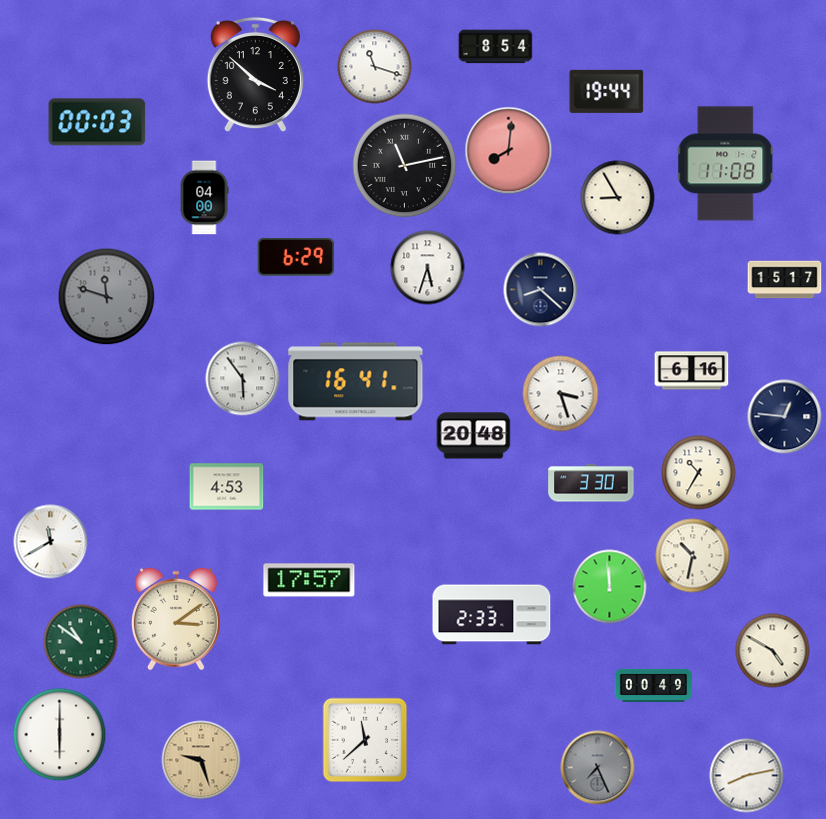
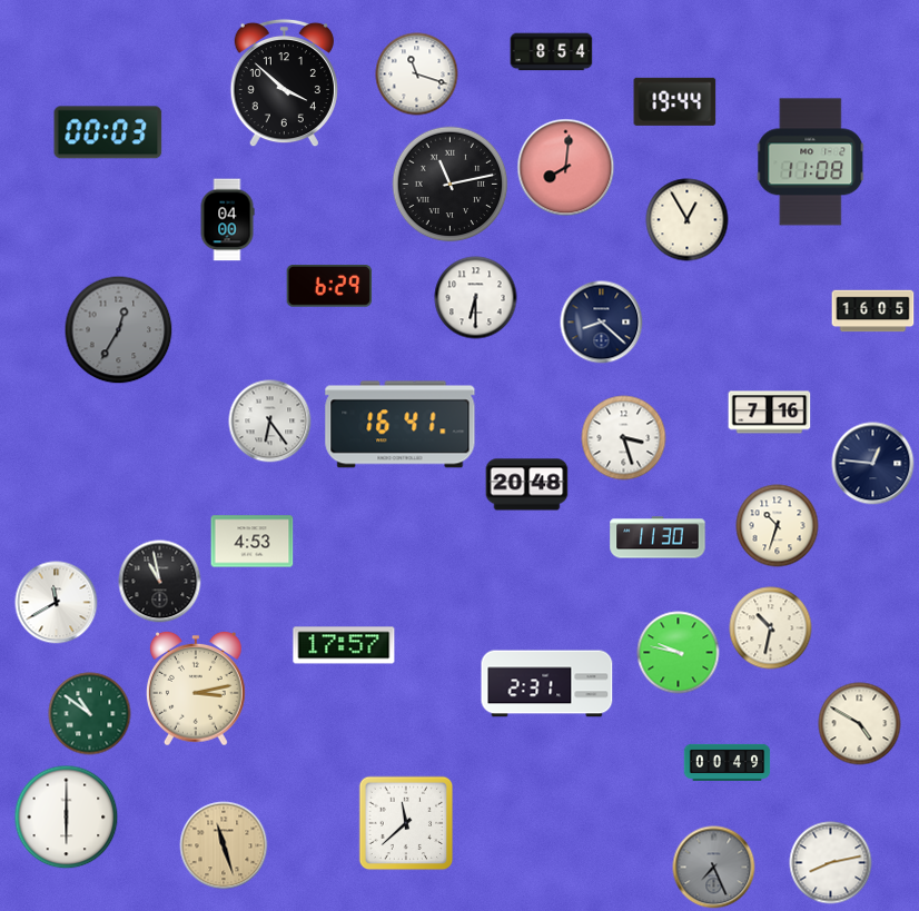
clock at (97, 122) position: (97, 122) -> (108, 132)
clock at (726, 164) position: (726, 164) -> (811, 162)
clock at (618, 198): 8:55 -> 12:55
clock at (428, 268): 5:33 -> 6:30
clock at (785, 280): 15:17 -> 16:05
clock at (107, 297): 11:48 -> 12:35
clock at (692, 371): 6:16 -> 7:16
clock at (243, 379): 5:54 -> 6:24
clock at (356, 382) position: (356, 382) -> (401, 425)
clock at (699, 473): 10:35 -> 10:33
clock at (591, 483): 3:30 -> 11:30
clock at (160, 582): none -> 10:58
clock at (693, 556) position: (693, 556) -> (771, 628)
clock at (610, 587): 11:59 -> 9:47
clock at (492, 615): 2:33 -> 2:31
clock at (177, 619): 3:09 -> 3:13
clock at (201, 760): 9:27 -> 11:27
clock at (598, 768) position: (598, 768) -> (714, 868)
